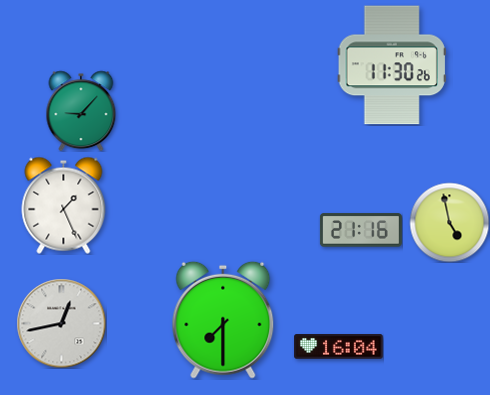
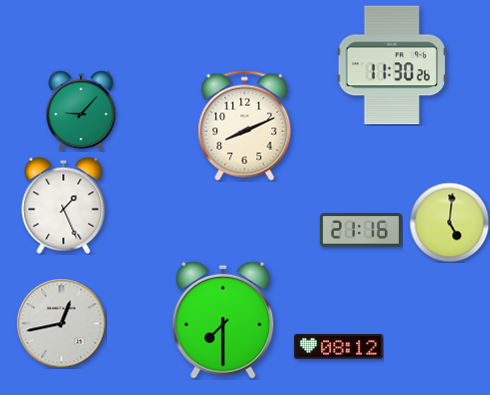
clock at (245, 125): none -> 8:11
clock at (449, 222): 4:58 -> 5:01
clock at (339, 347): 16:04 -> 08:12
